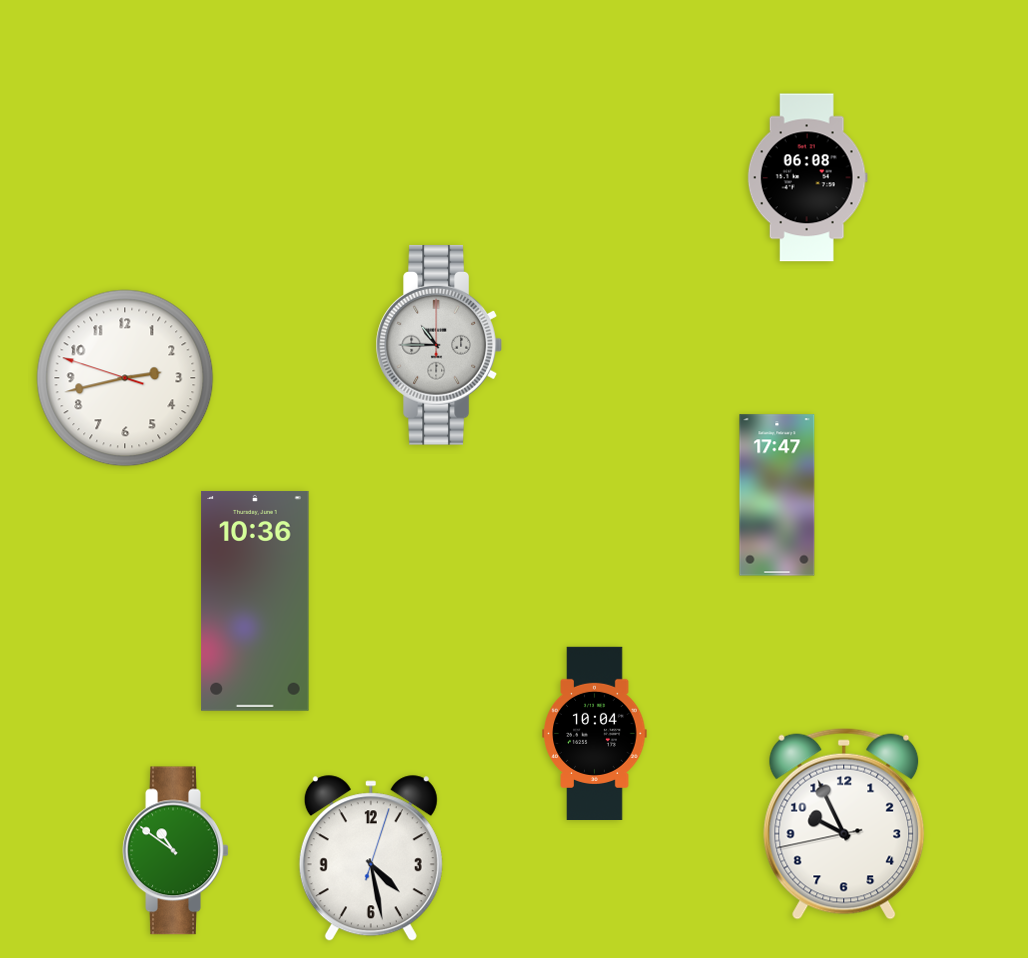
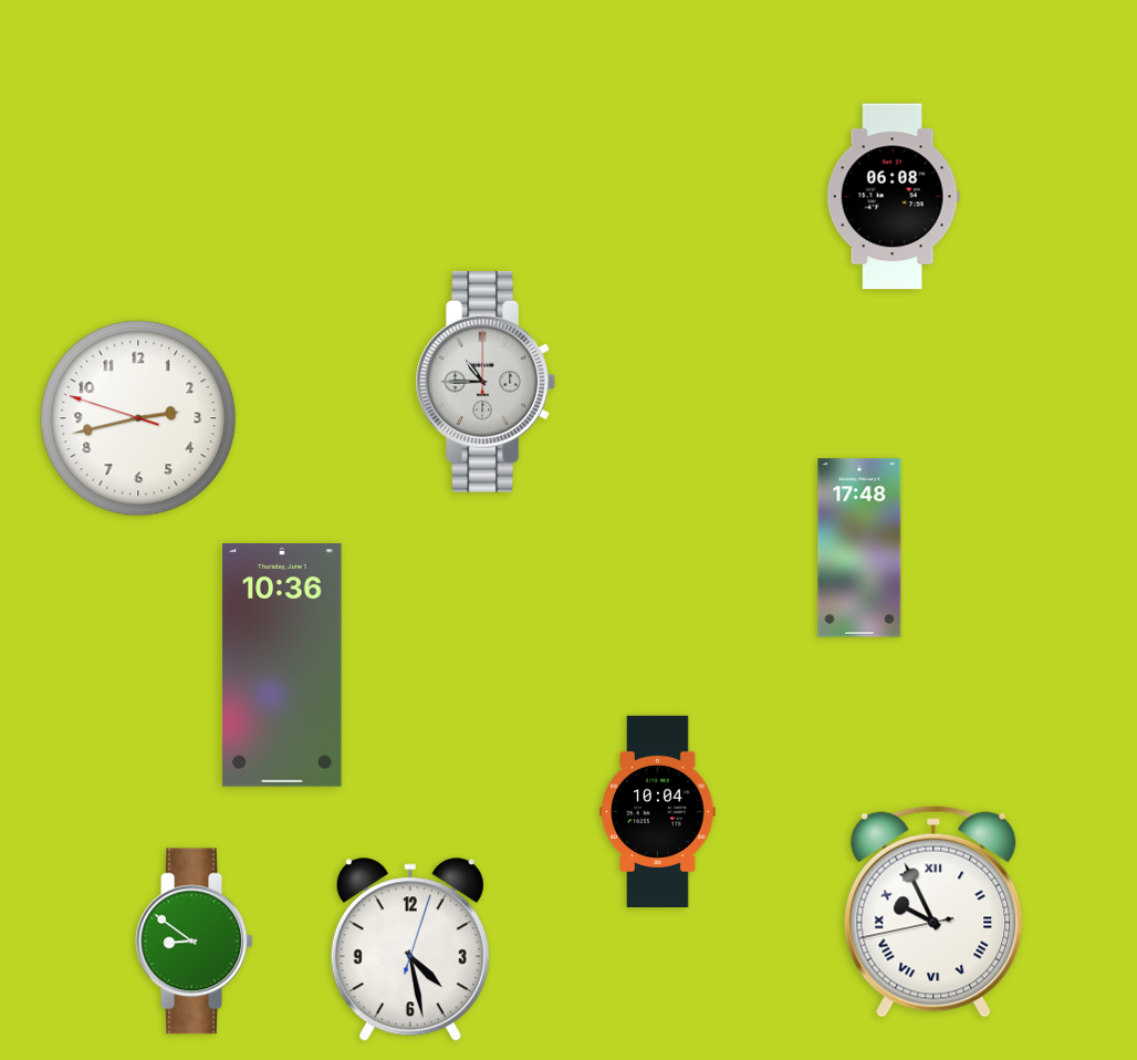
clock at (777, 495): 17:47 -> 17:48
clock at (844, 824) numerals: Arabic -> Roman
clock at (176, 851): 10:51 -> 8:51
